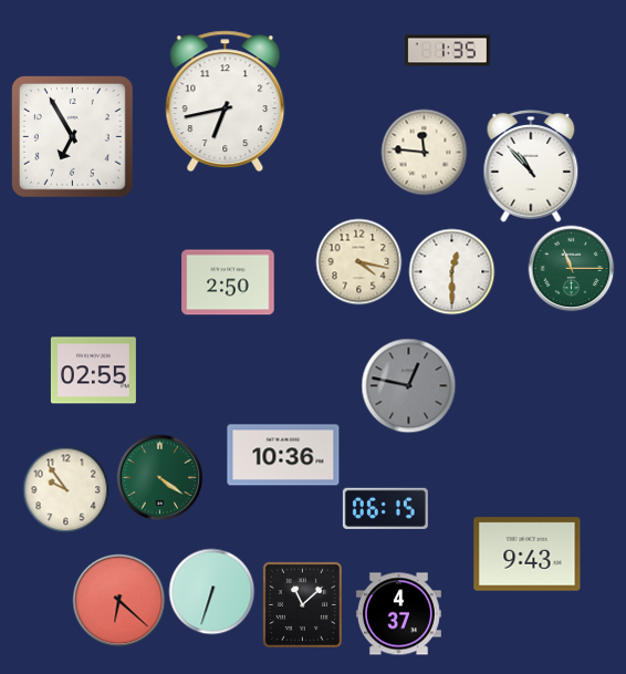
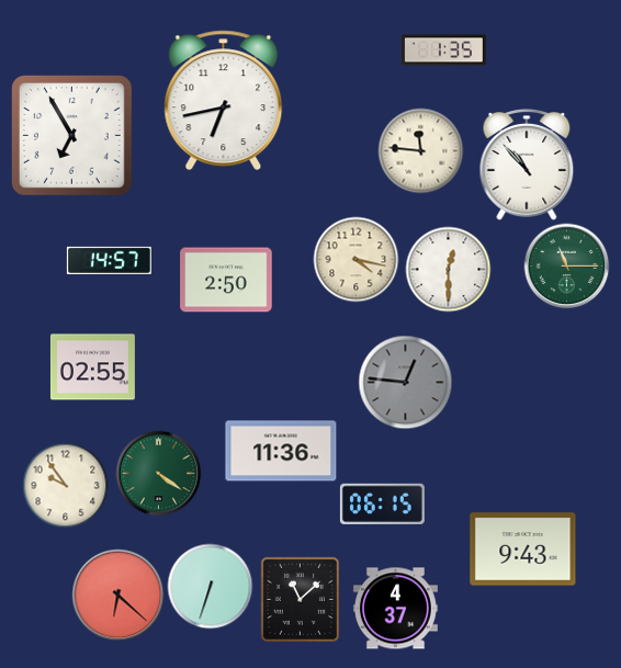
clock at (109, 260): none -> 14:57
clock at (408, 385): 12:47 -> 12:46
clock at (283, 455): 10:36 -> 11:36
